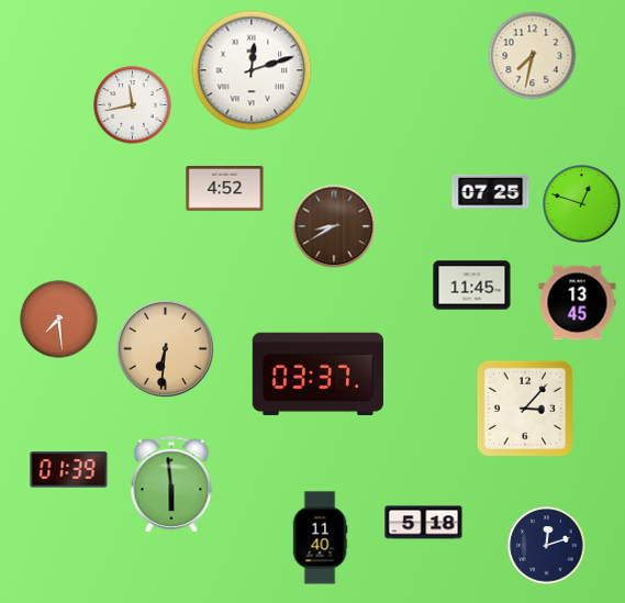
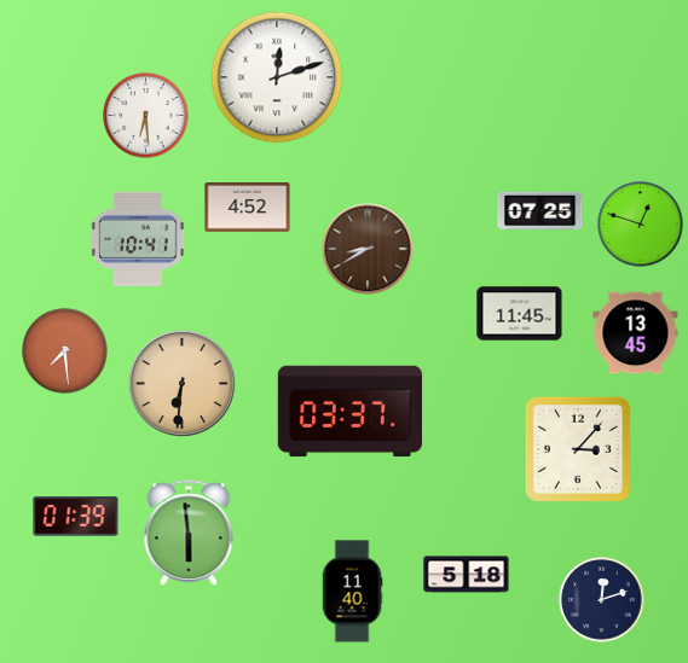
clock at (533, 56): 7:32 -> none
clock at (133, 105): 11:43 -> 6:29
clock at (138, 239): none -> 10:41
